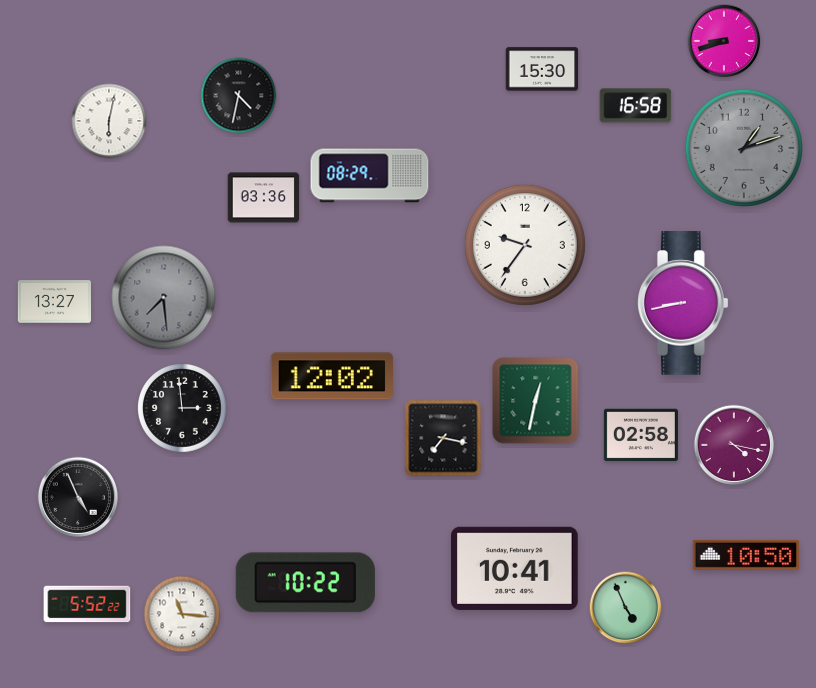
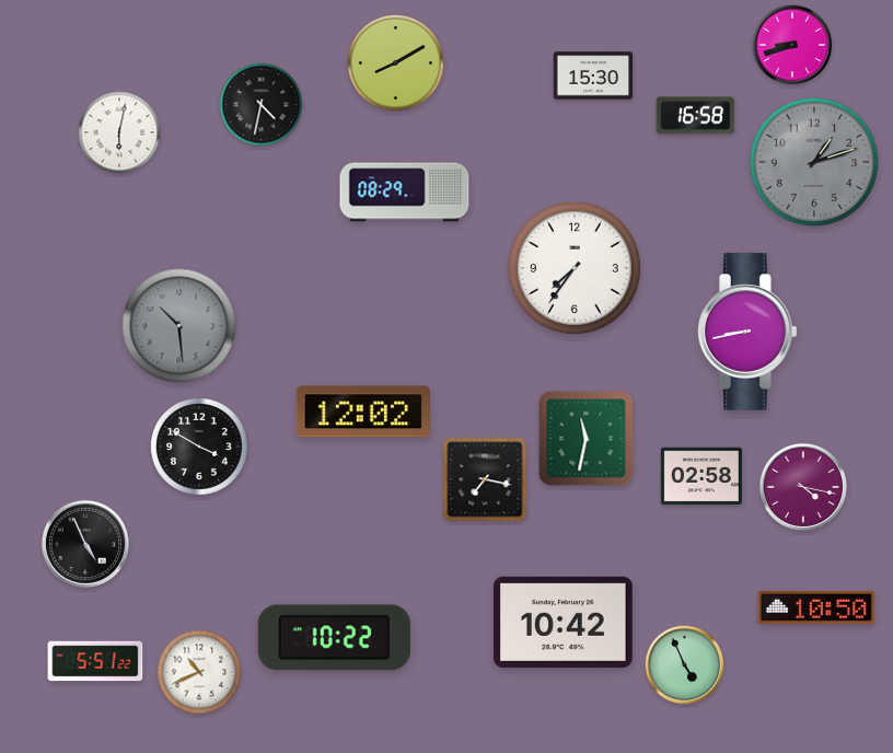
clock at (395, 62): none -> 8:10
clock at (264, 198): 03:36 -> none
clock at (525, 245): 9:36 -> 7:36
clock at (164, 298): 7:29 -> 10:29
clock at (54, 302): 13:27 -> none
clock at (536, 401): 12:32 -> 11:32
clock at (183, 409): 2:59 -> 3:50
clock at (515, 568): 10:41 -> 10:42
clock at (87, 604): 5:52 -> 5:51
clock at (182, 614): 11:16 -> 10:41
